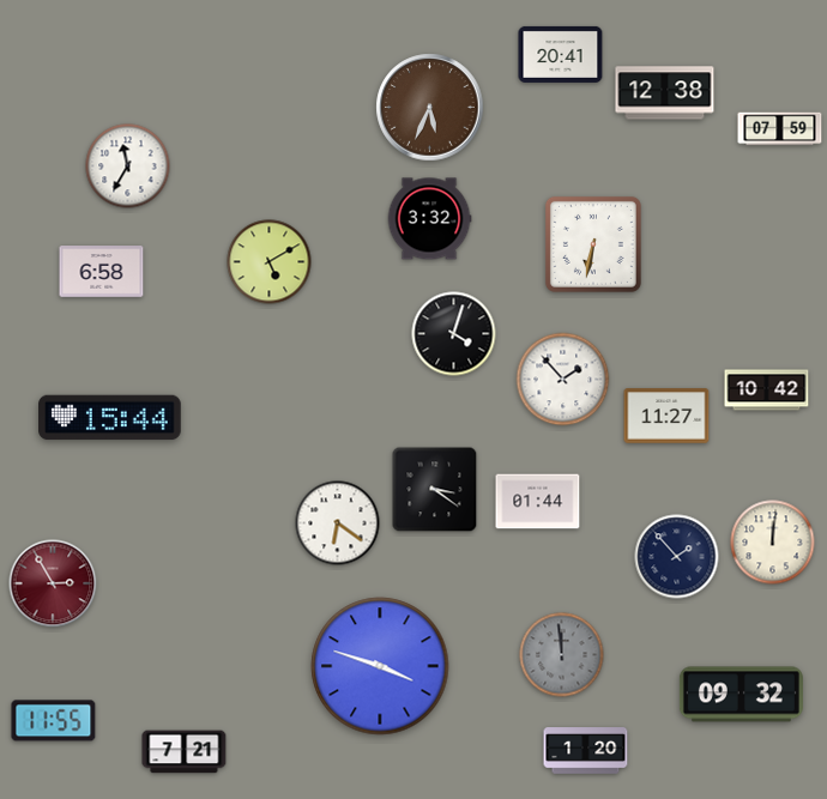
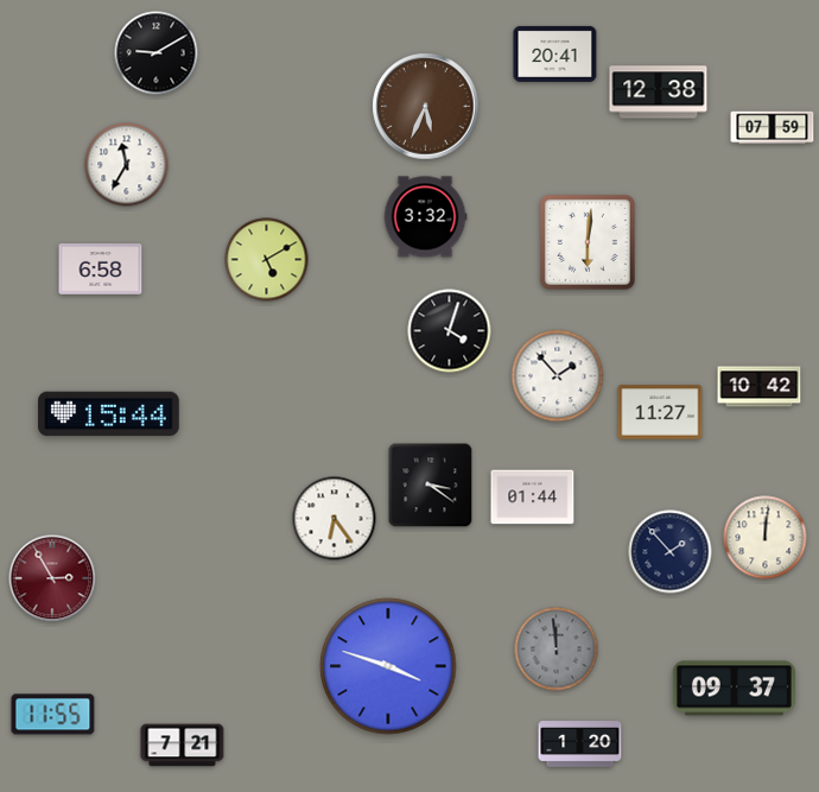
clock at (157, 53): none -> 9:10
clock at (593, 244): 6:32 -> 6:01
clock at (338, 523): 6:21 -> 6:24
clock at (380, 666) position: (380, 666) -> (388, 666)
clock at (741, 695): 09:32 -> 09:37
